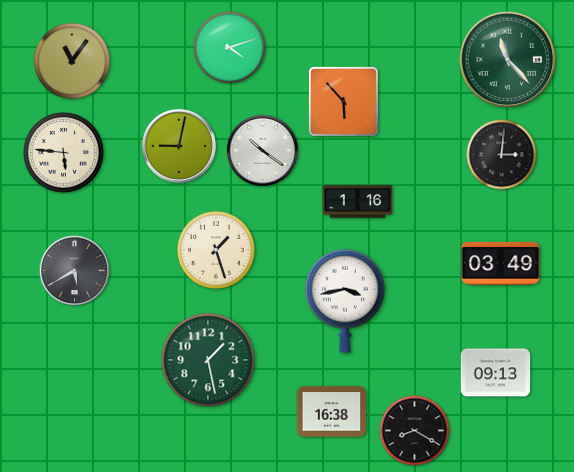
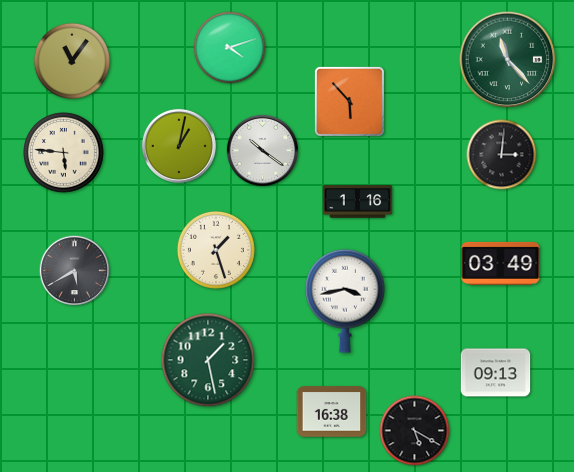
clock at (343, 101) position: (343, 101) -> (349, 101)
clock at (179, 146): 9:02 -> 1:02
clock at (415, 431): 8:20 -> 5:20
